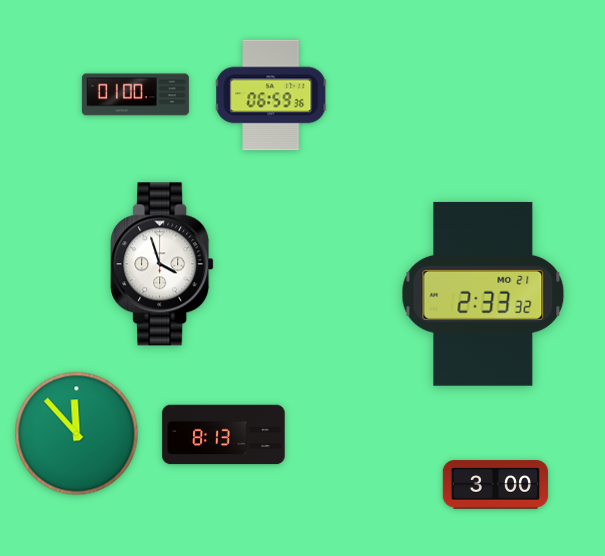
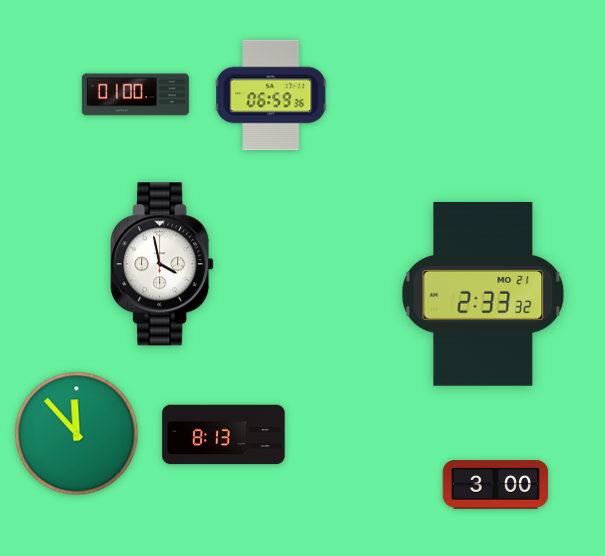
clock at (162, 264): 3:57 -> 3:58
